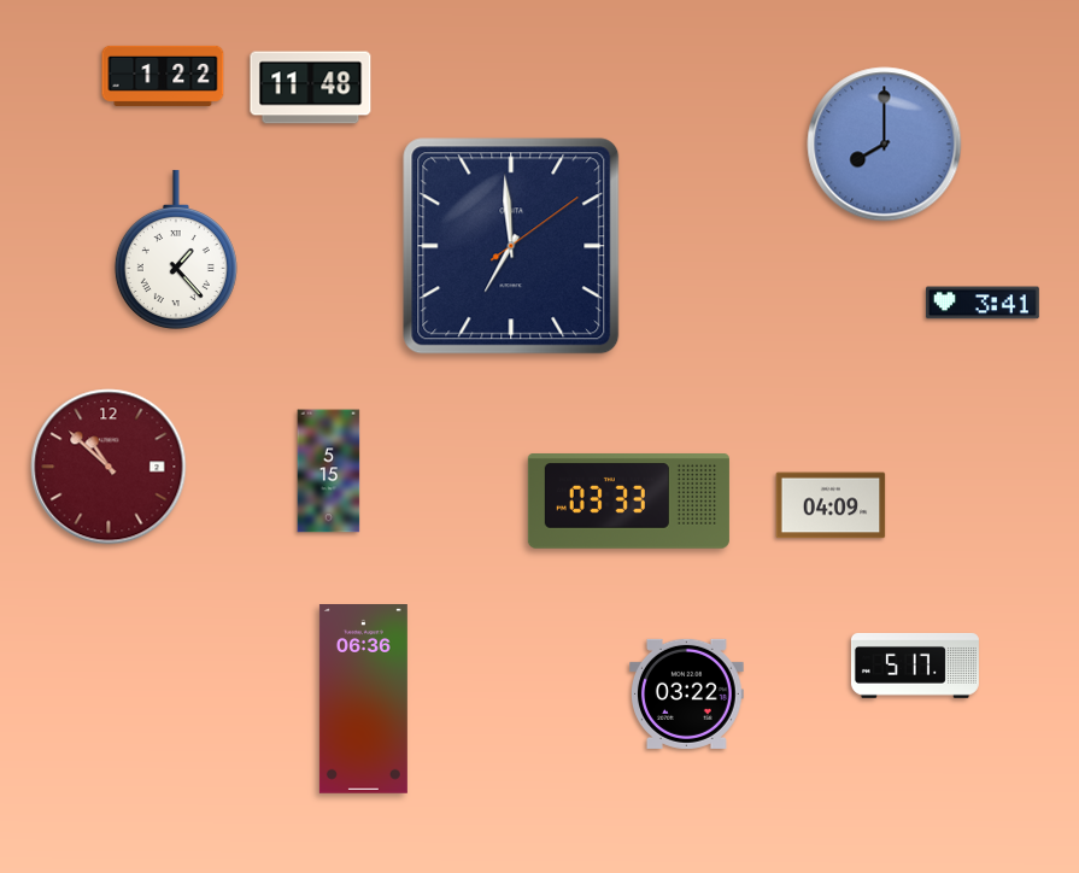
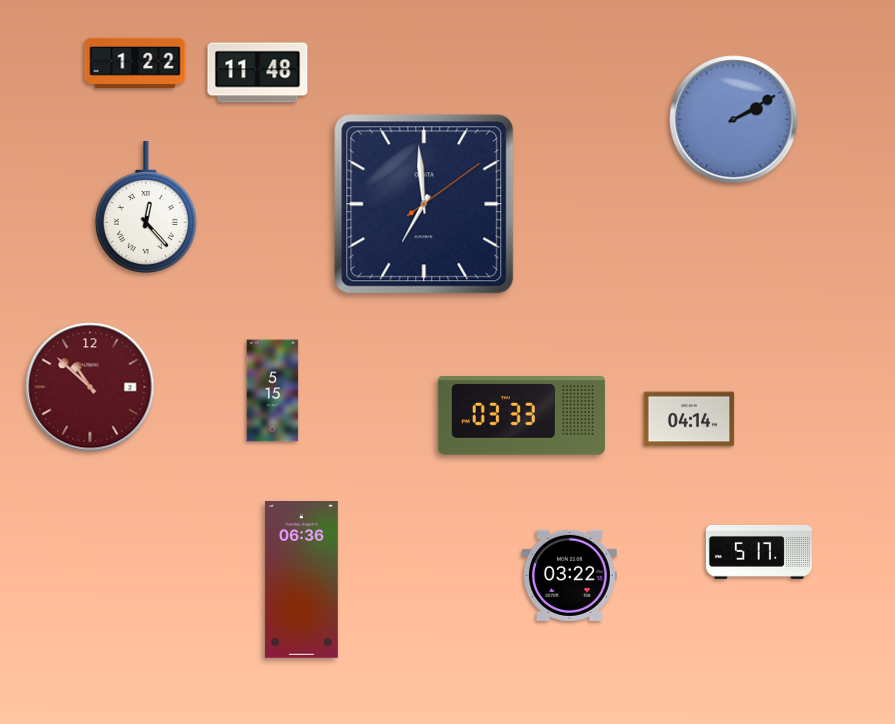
clock at (885, 145): 8:00 -> 2:10
clock at (176, 250): 1:23 -> 12:23
clock at (983, 303): 3:41 -> none
clock at (831, 505): 04:09 -> 04:14
